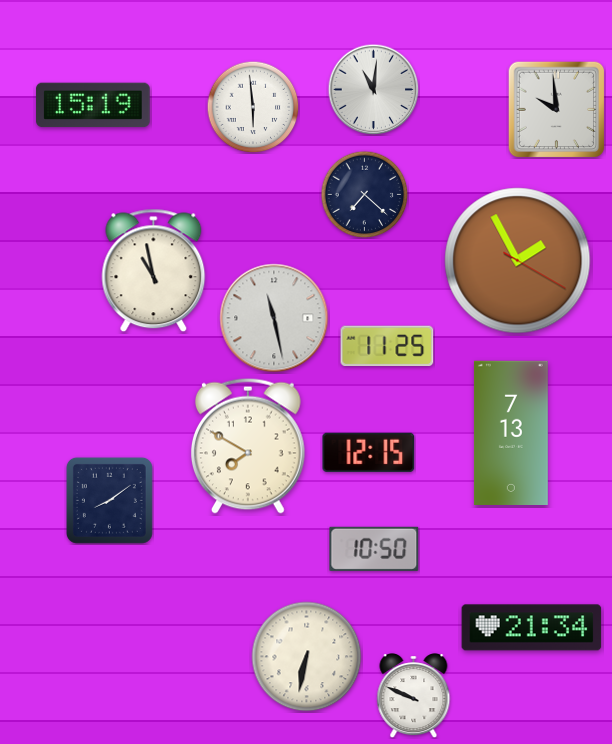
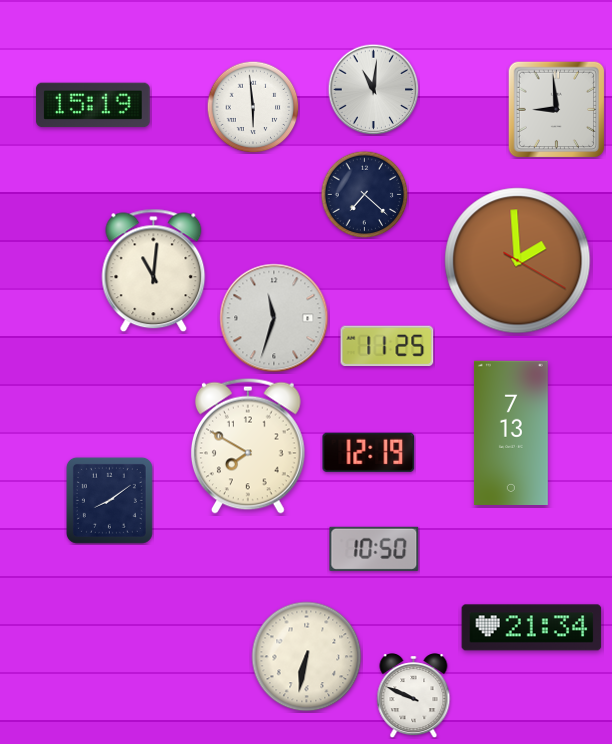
clock at (556, 109): 9:59 -> 8:59
clock at (518, 261): 1:55 -> 1:59
clock at (154, 271): 10:58 -> 11:01
clock at (274, 318): 11:28 -> 11:33
clock at (369, 452): 12:15 -> 12:19
